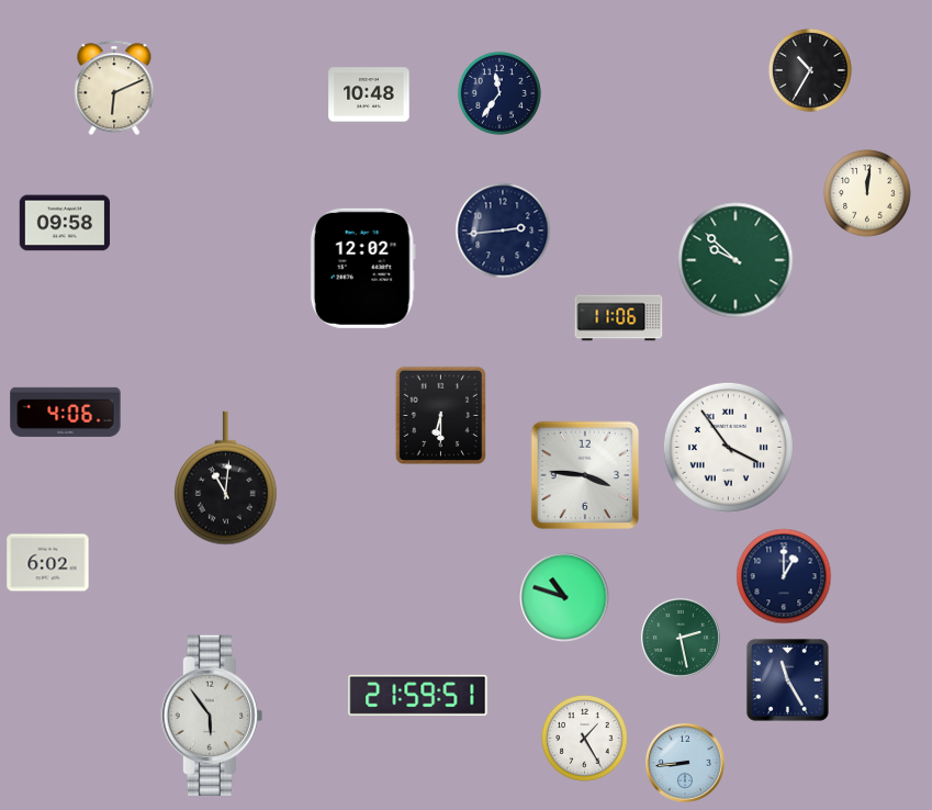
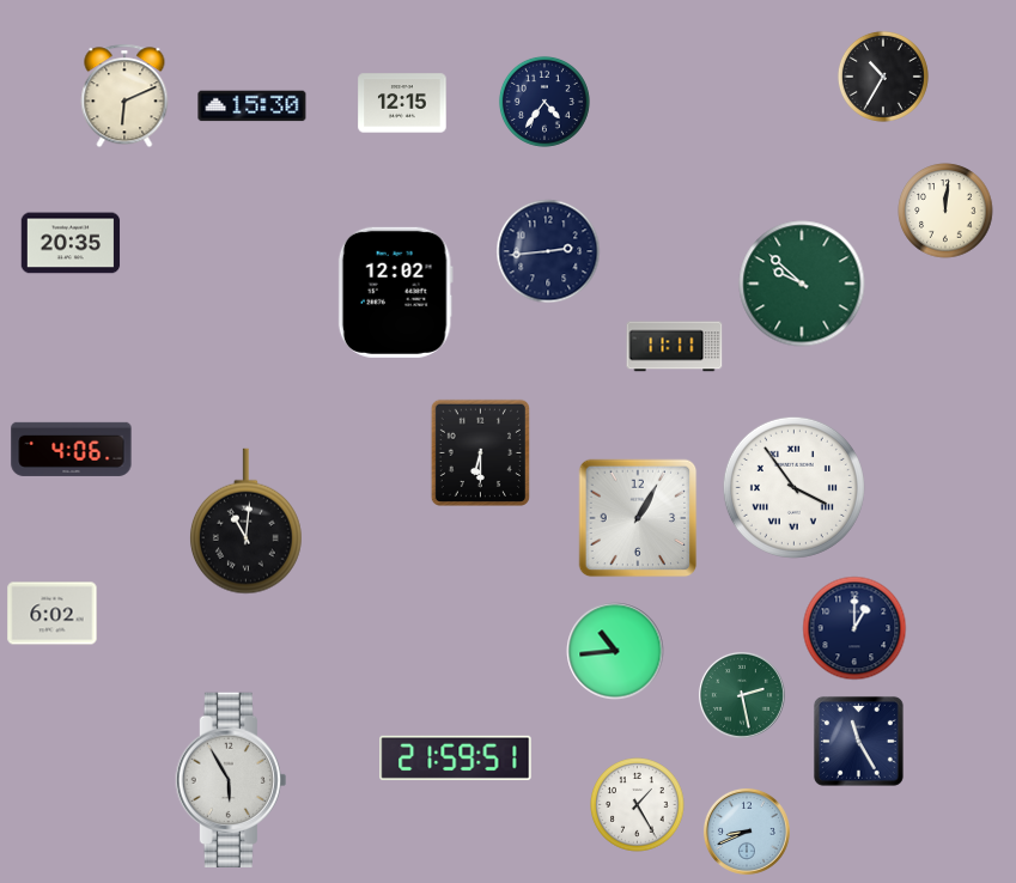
clock at (499, 93): 11:36 -> 4:36
clock at (369, 94): 10:48 -> 12:15
clock at (253, 106): none -> 15:30
clock at (65, 223): 09:58 -> 20:35
clock at (619, 318): 11:06 -> 11:11
clock at (585, 475): 3:46 -> 1:05
clock at (564, 597): 10:48 -> 10:44
clock at (212, 715): 5:54 -> 5:55
clock at (685, 763): 8:44 -> 8:41
